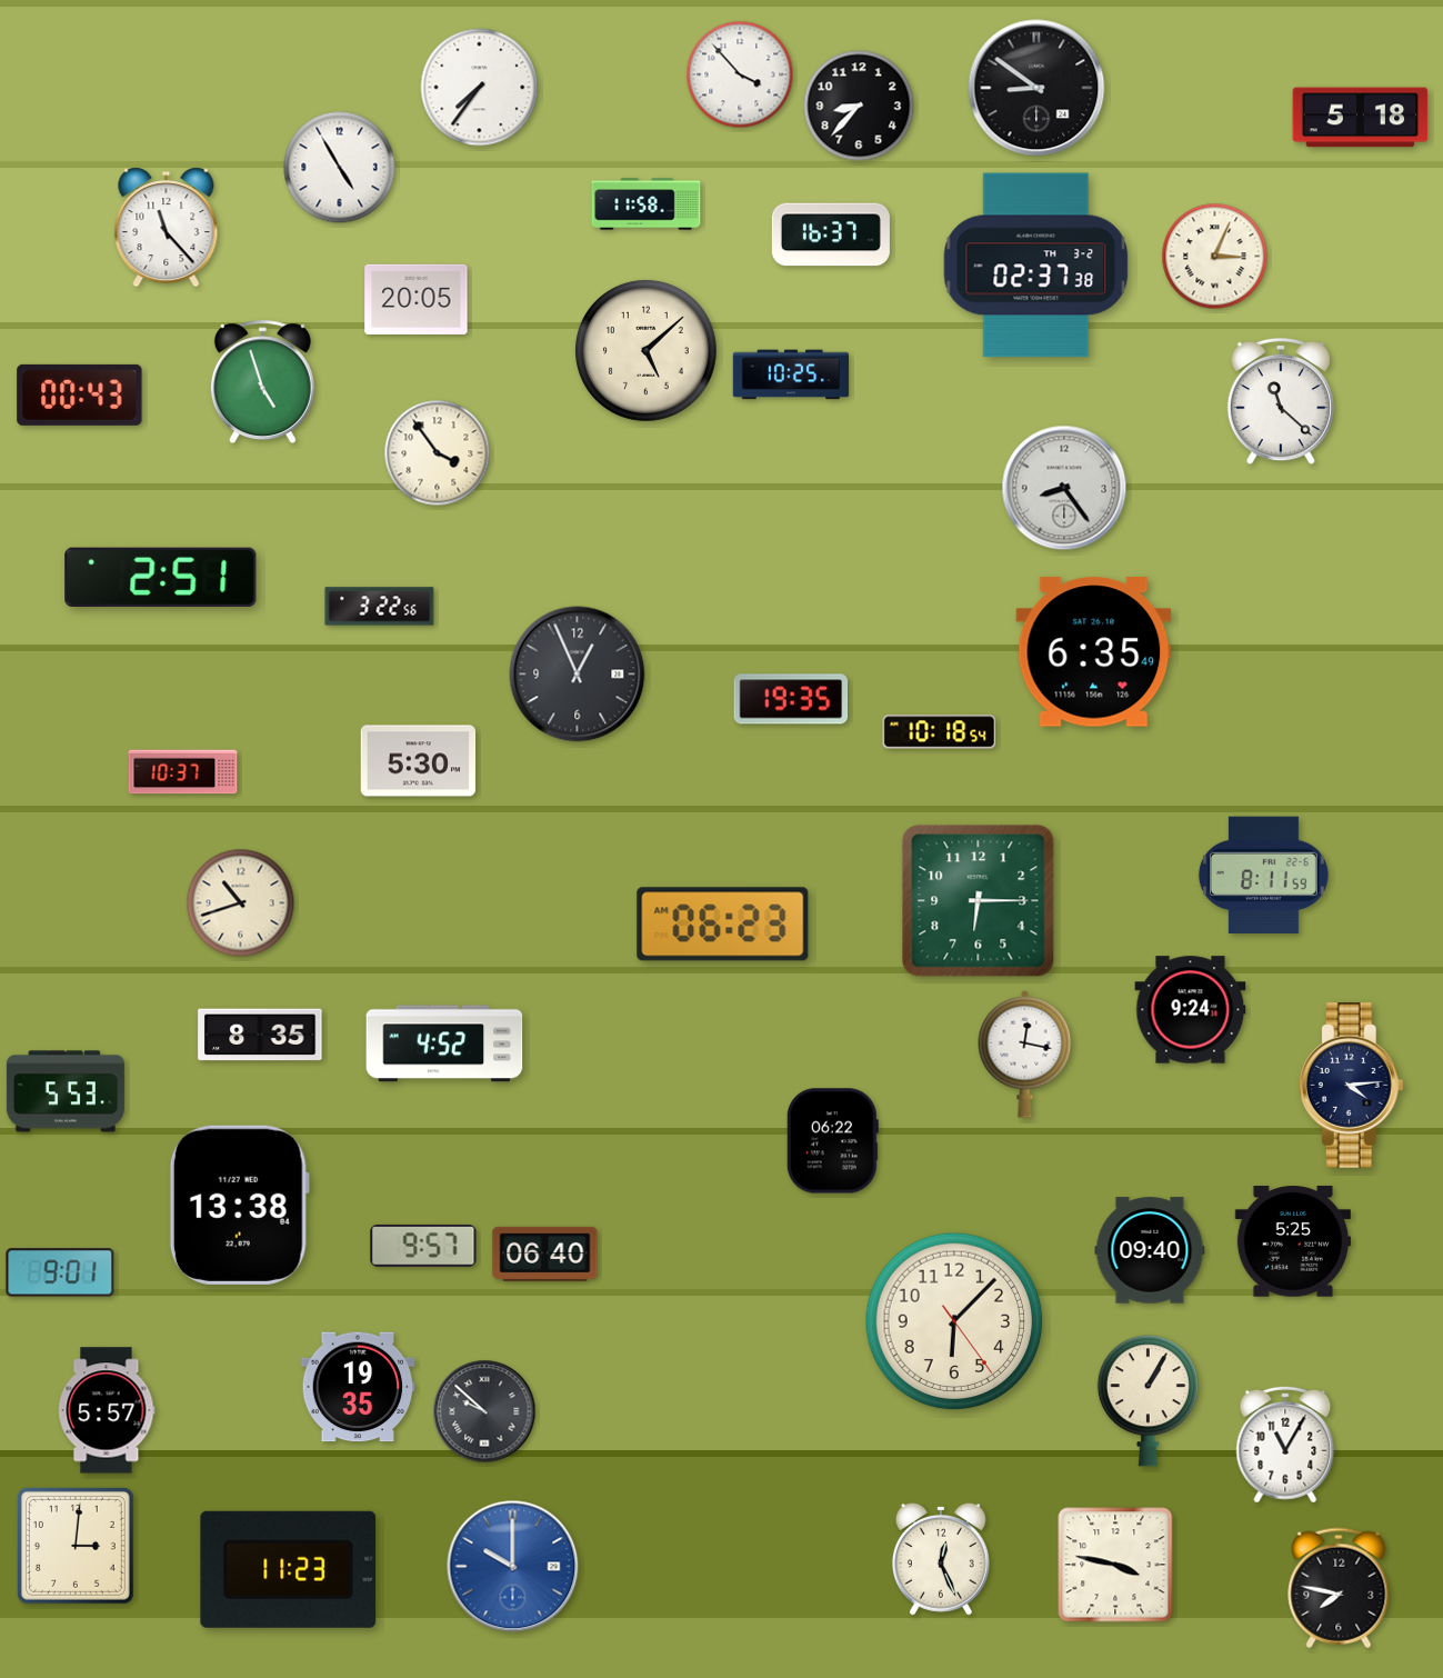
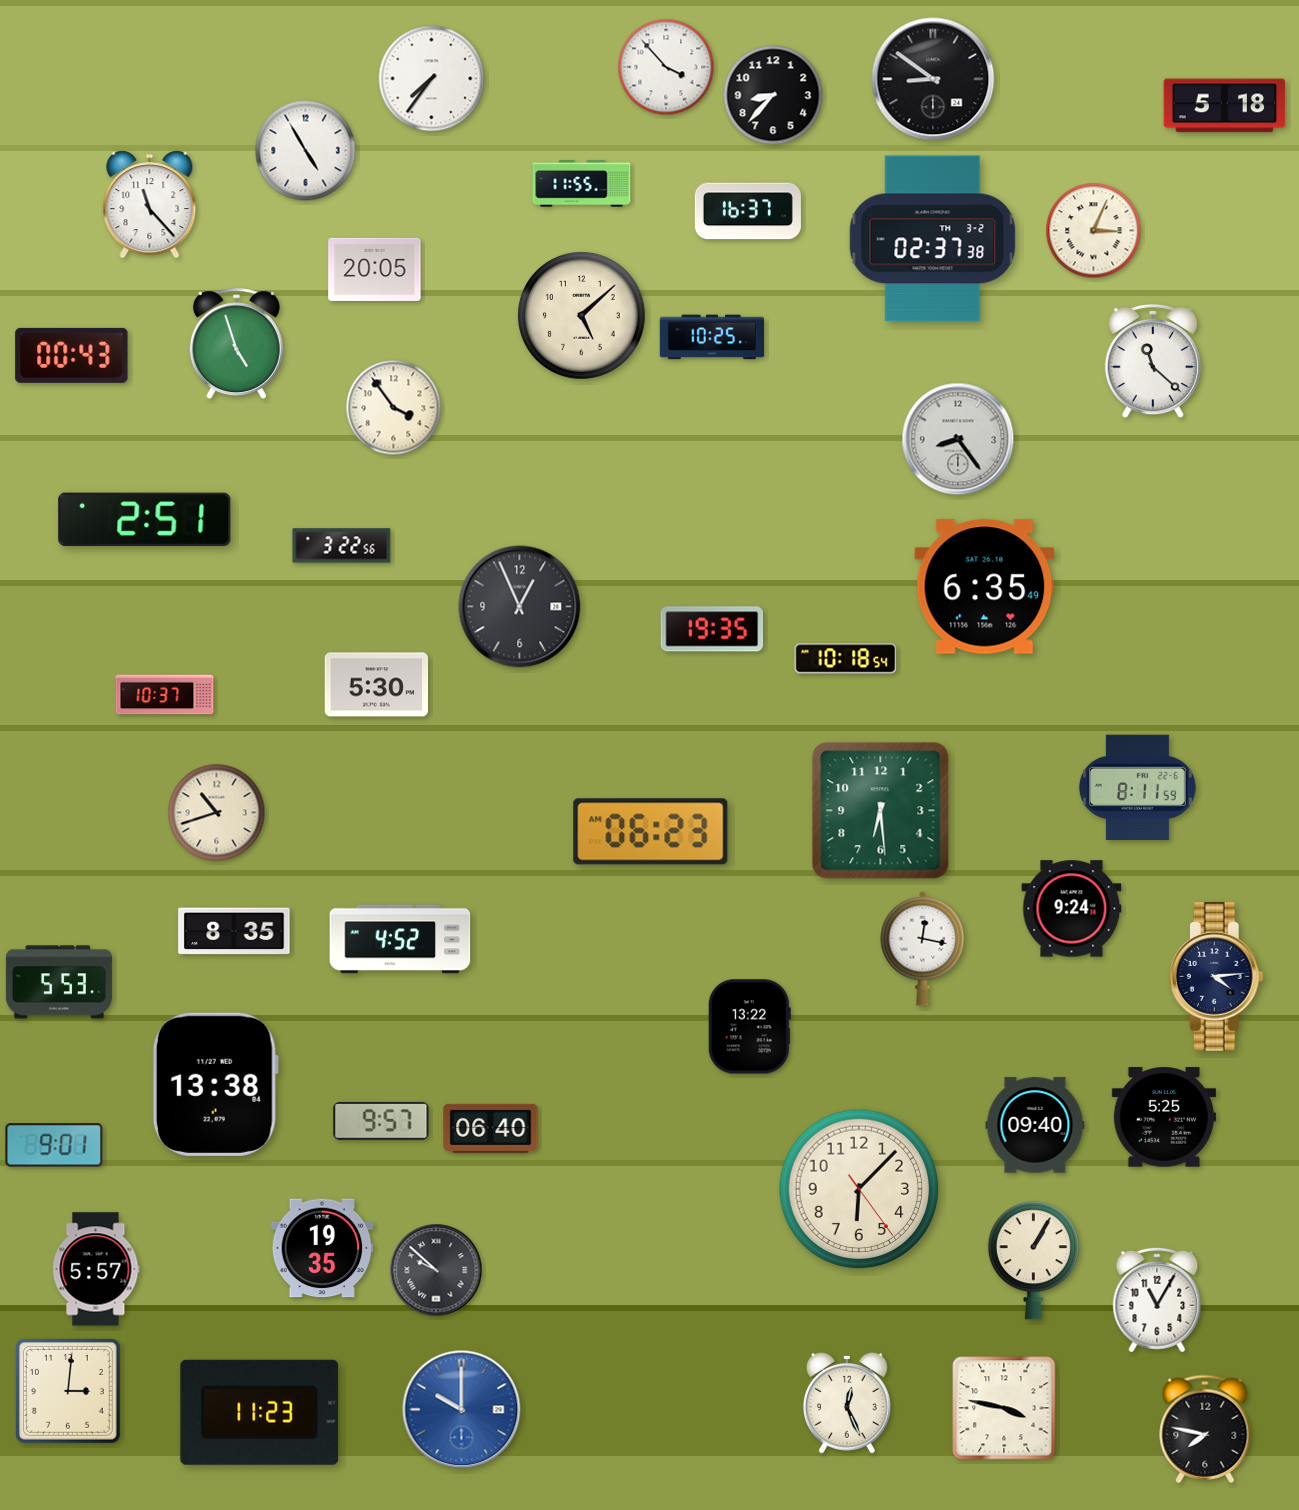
clock at (647, 204): 11:58 -> 11:55
clock at (979, 901): 6:15 -> 6:29
clock at (832, 1141): 06:22 -> 13:22
